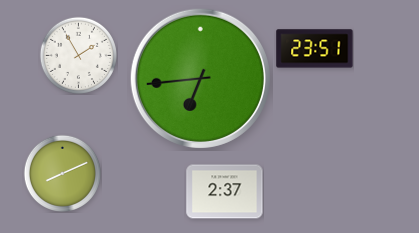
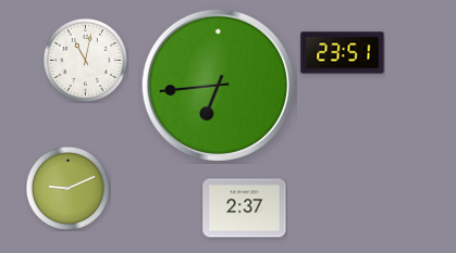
clock at (78, 55): 1:55 -> 11:02
clock at (62, 173): 8:11 -> 9:11
